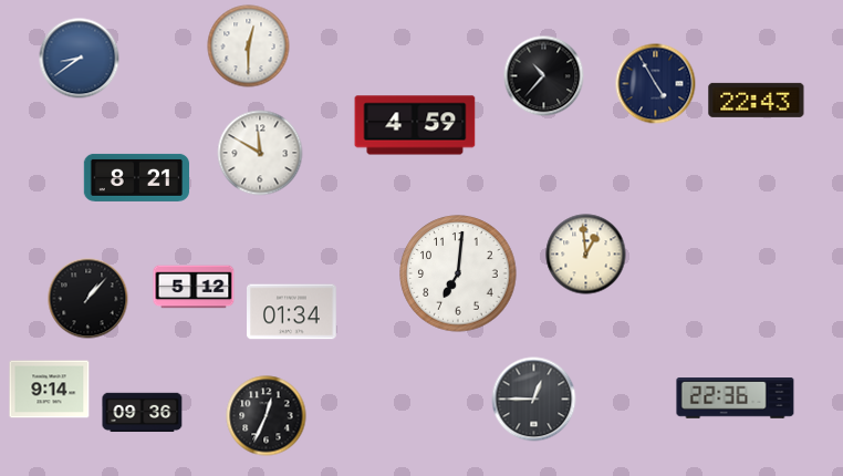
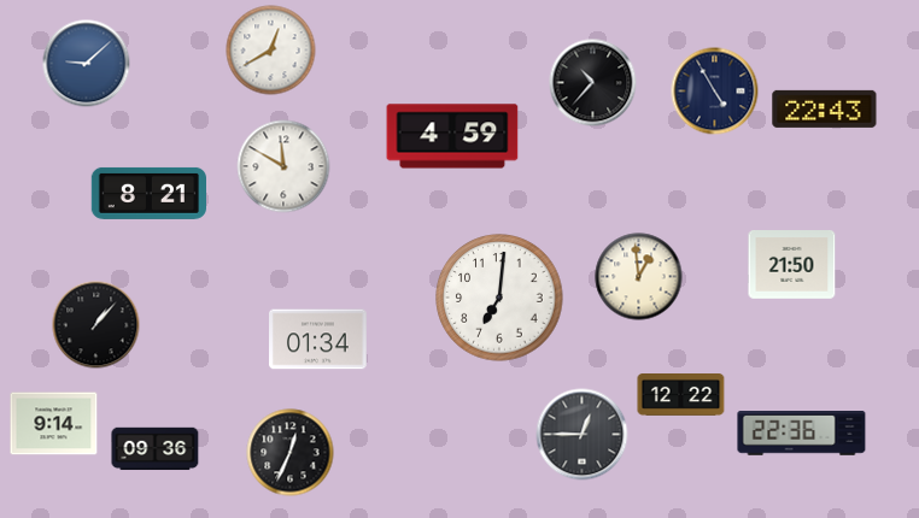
clock at (249, 46): 12:30 -> 12:40
clock at (80, 59): 8:39 -> 9:08
clock at (792, 265): none -> 21:50
clock at (194, 287): 5:12 -> none
clock at (681, 395): none -> 12:22
